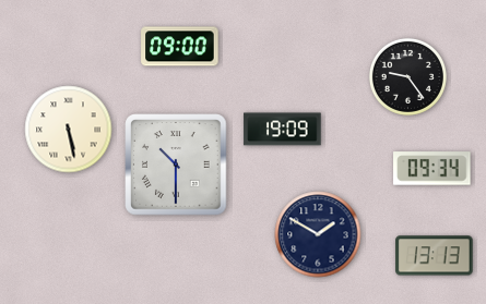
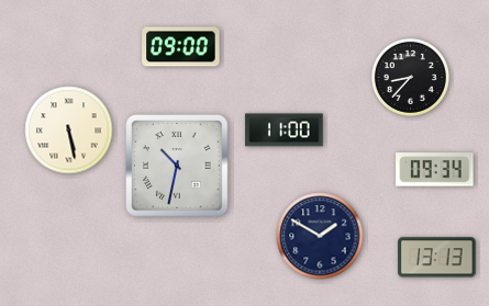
clock at (407, 76): 9:24 -> 8:37
clock at (283, 130): 19:09 -> 11:00
clock at (176, 165): 10:30 -> 10:32
